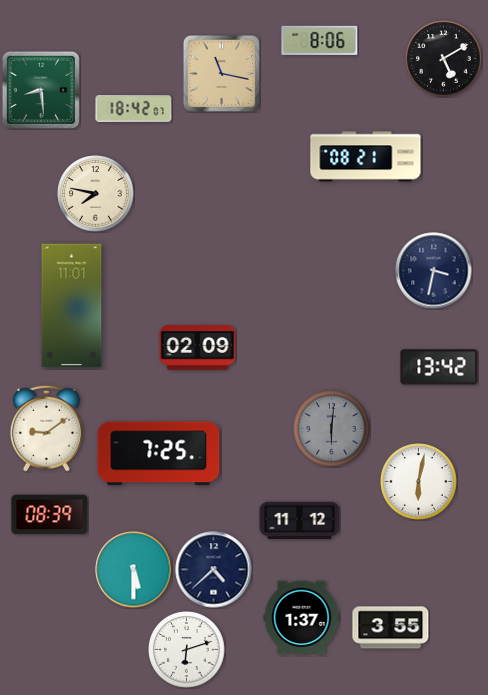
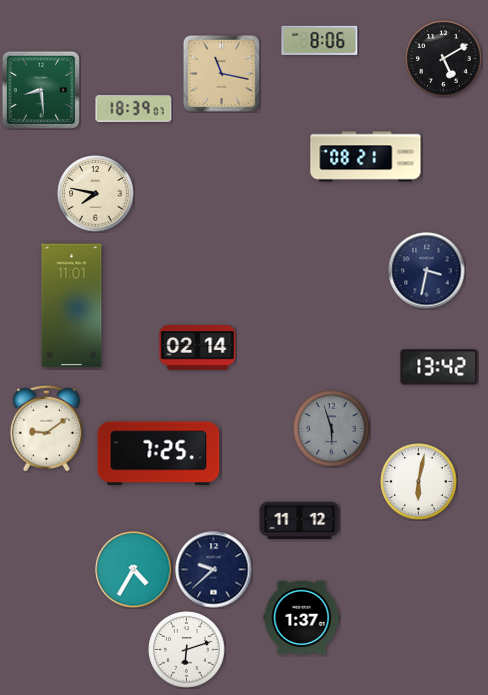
clock at (134, 109): 18:42 -> 18:39
clock at (434, 271) position: (434, 271) -> (427, 271)
clock at (198, 348): 02:09 -> 02:14
clock at (332, 429): 6:01 -> 5:57
clock at (50, 515): 08:39 -> none
clock at (134, 570): 5:30 -> 4:35
clock at (214, 570): 4:38 -> 9:38
clock at (391, 628): 3:55 -> none
